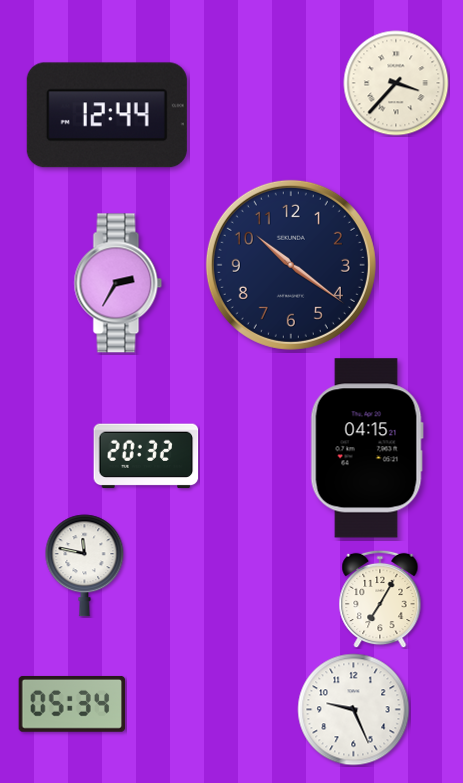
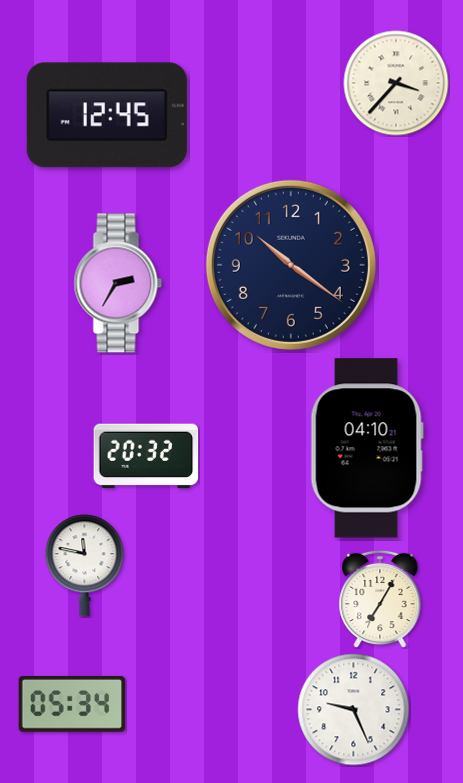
clock at (107, 115): 12:44 -> 12:45
clock at (367, 448): 04:15 -> 04:10
